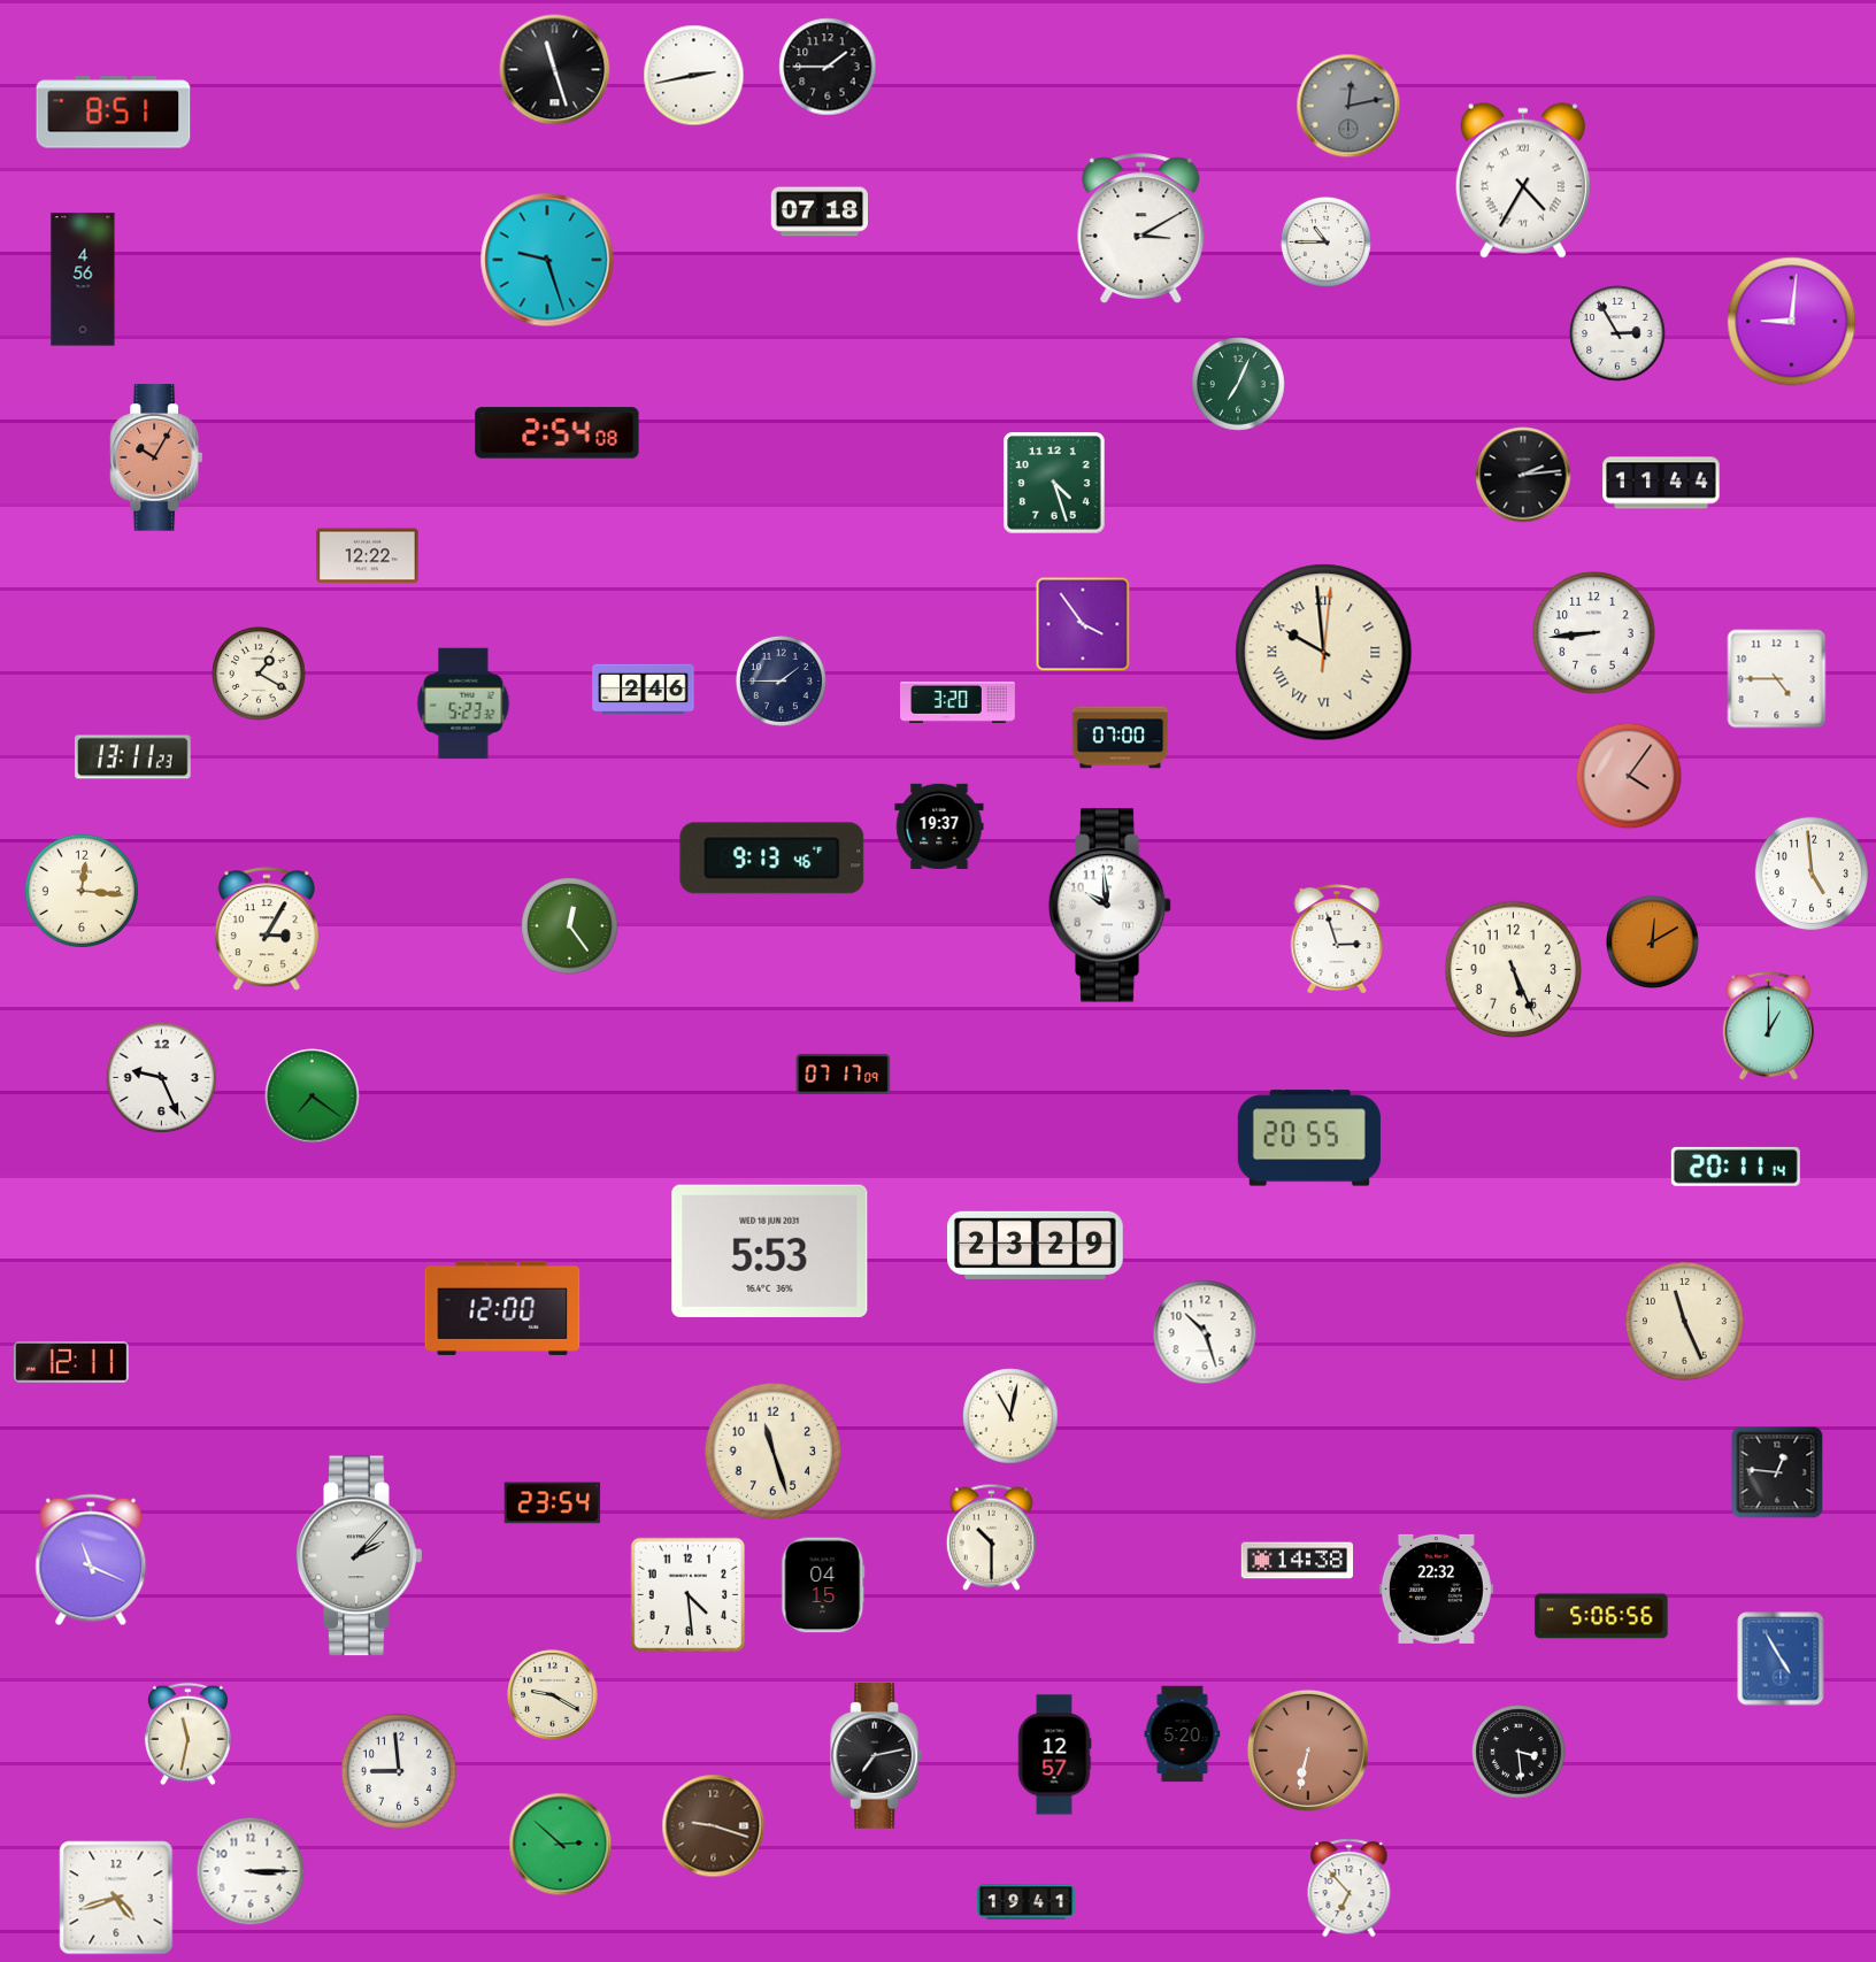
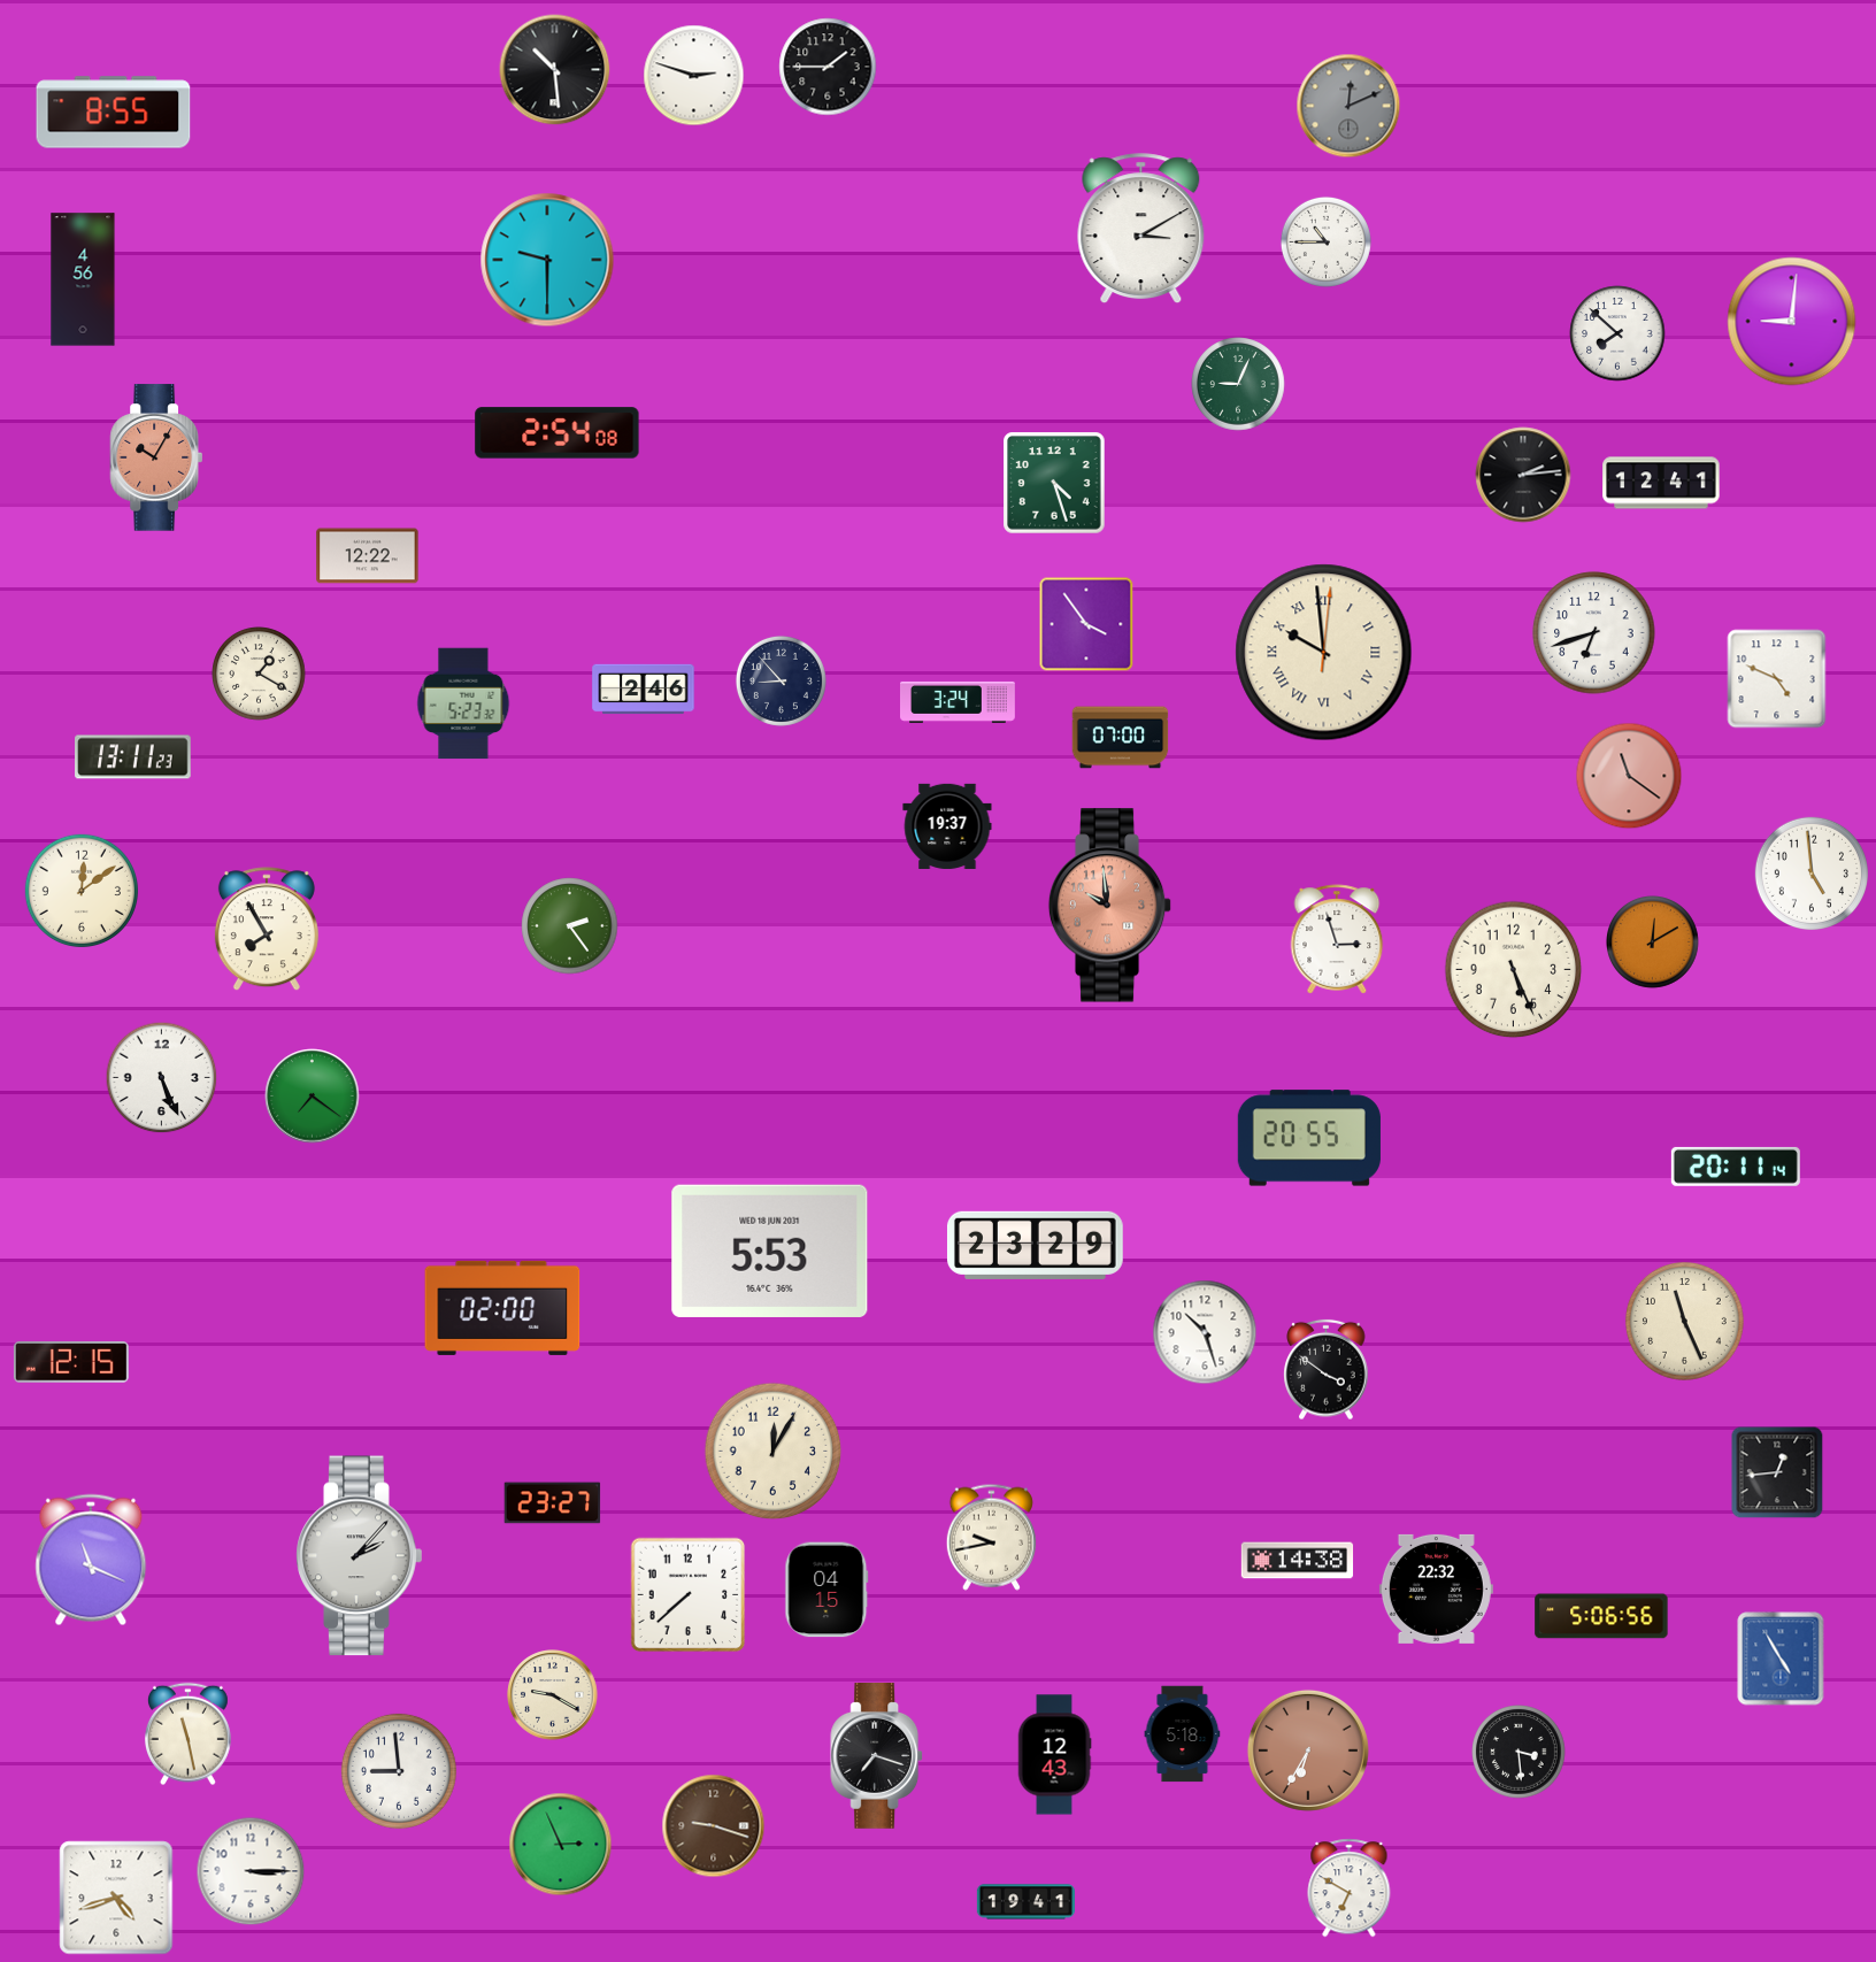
clock at (555, 70): 11:27 -> 10:29
clock at (694, 76): 2:43 -> 2:48
clock at (1348, 106): 12:13 -> 12:11
clock at (114, 113): 8:51 -> 8:55
clock at (1523, 180): 4:35 -> none
clock at (818, 211): 07:18 -> none
clock at (547, 260): 9:27 -> 9:30
clock at (1617, 333): 2:55 -> 7:52
clock at (1238, 384): 7:04 -> 9:04
clock at (1661, 483): 11:44 -> 12:41
clock at (1083, 624) position: (1083, 624) -> (1086, 624)
clock at (1594, 633): 8:44 -> 6:42
clock at (1777, 679): 4:45 -> 4:49
clock at (781, 680): 1:45 -> 8:53
clock at (959, 702): 3:20 -> 3:24
clock at (1629, 776): 4:06 -> 11:21
clock at (939, 826) position: (939, 826) -> (947, 826)
clock at (772, 859): 9:13 -> none
clock at (80, 890): 12:16 -> 12:09
clock at (1110, 906) dial: white -> salmon
clock at (570, 926): 12:24 -> 2:24
clock at (267, 930): 3:05 -> 7:55
clock at (1769, 1026): 1:00 -> none
clock at (844, 1074): 07:17 -> none
clock at (162, 1078): 9:26 -> 5:26
clock at (502, 1308): 12:00 -> 02:00
clock at (71, 1363): 12:11 -> 12:15
clock at (1327, 1370): none -> 3:51
clock at (1010, 1416): 11:02 -> none
clock at (774, 1452): 11:27 -> 12:05
clock at (1777, 1472): 12:46 -> 12:44
clock at (553, 1503): 23:54 -> 23:27
clock at (991, 1537): 10:30 -> 9:43
clock at (823, 1585) position: (823, 1585) -> (826, 1590)
clock at (689, 1595): 4:29 -> 7:38
clock at (187, 1734): 11:32 -> 11:28
clock at (1183, 1734): 5:20 -> 5:18
clock at (1308, 1751): 6:32 -> 6:35
clock at (1054, 1755): 12:57 -> 12:43
clock at (877, 1756): 7:13 -> 7:18
clock at (561, 1845): 2:52 -> 2:56
clock at (1350, 1888): 6:53 -> 6:50
